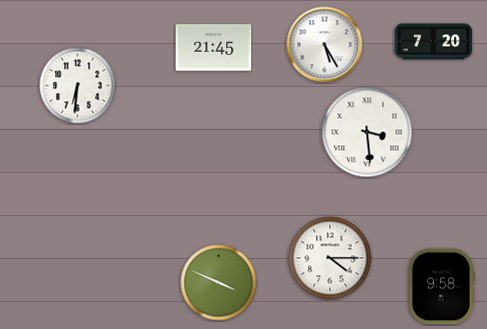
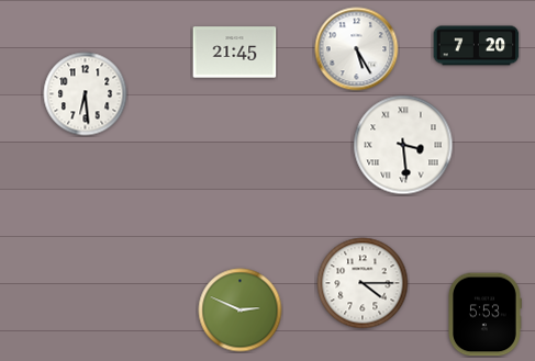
clock at (78, 86): 6:31 -> 6:29
clock at (219, 283): 3:49 -> 2:49
clock at (441, 287): 9:58 -> 5:53
